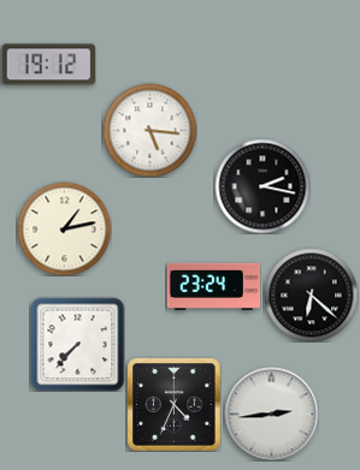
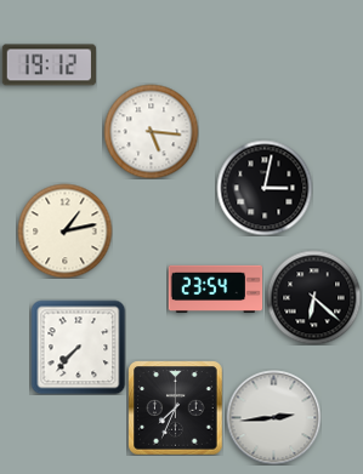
clock at (262, 186): 2:17 -> 3:02
clock at (213, 287): 23:24 -> 23:54
clock at (173, 404): 4:34 -> 7:34
